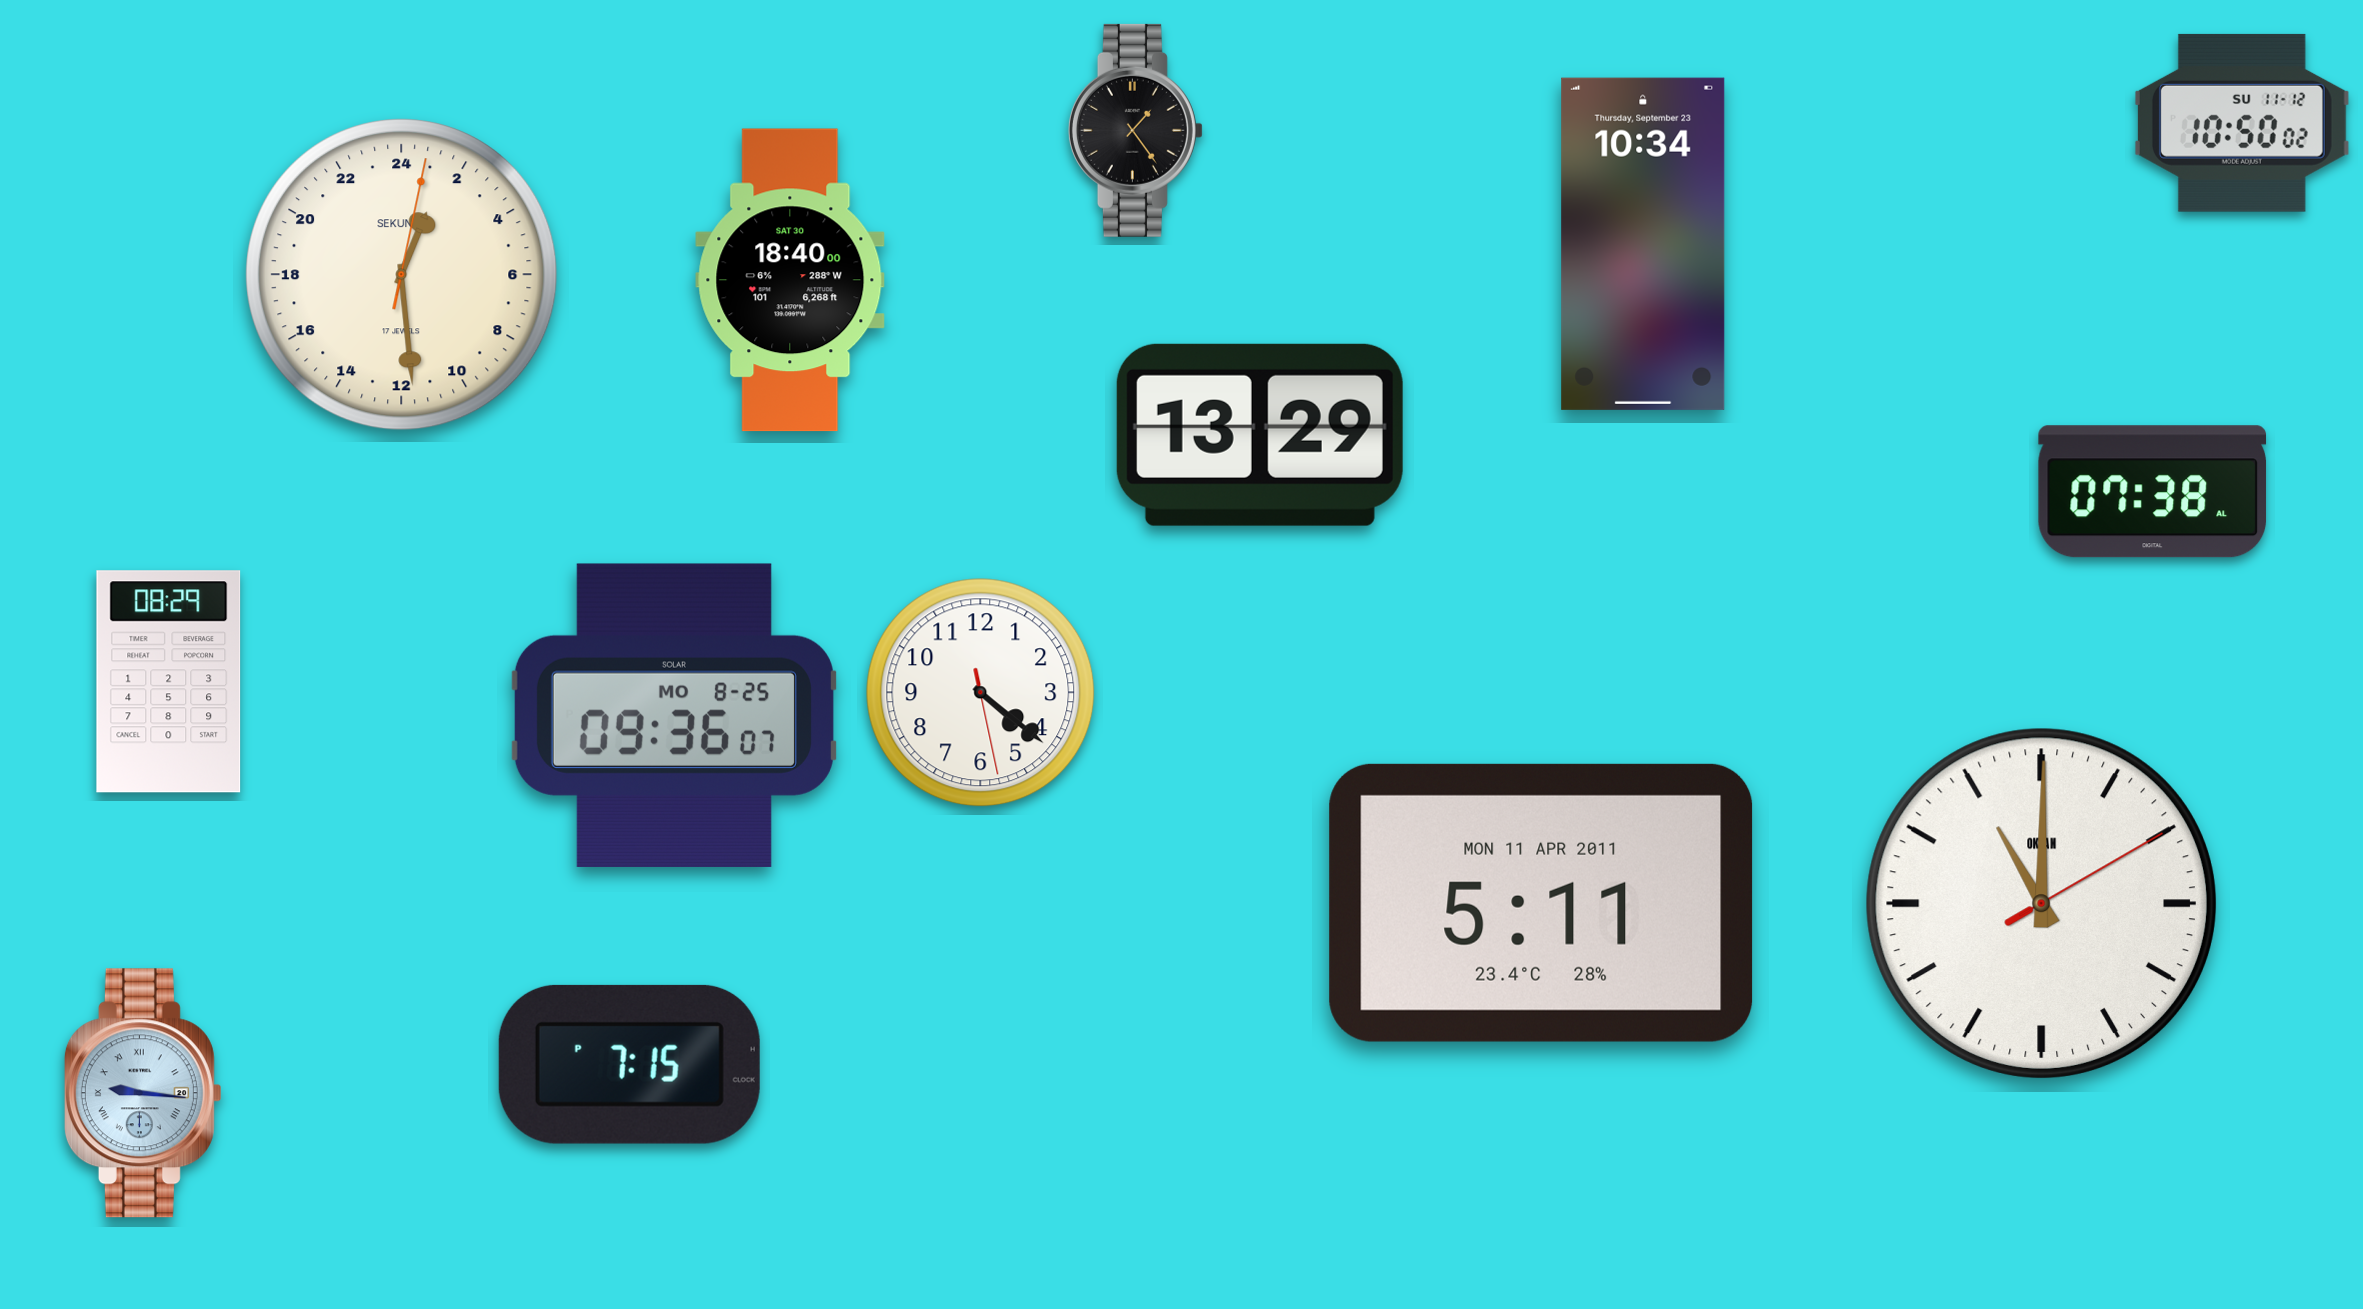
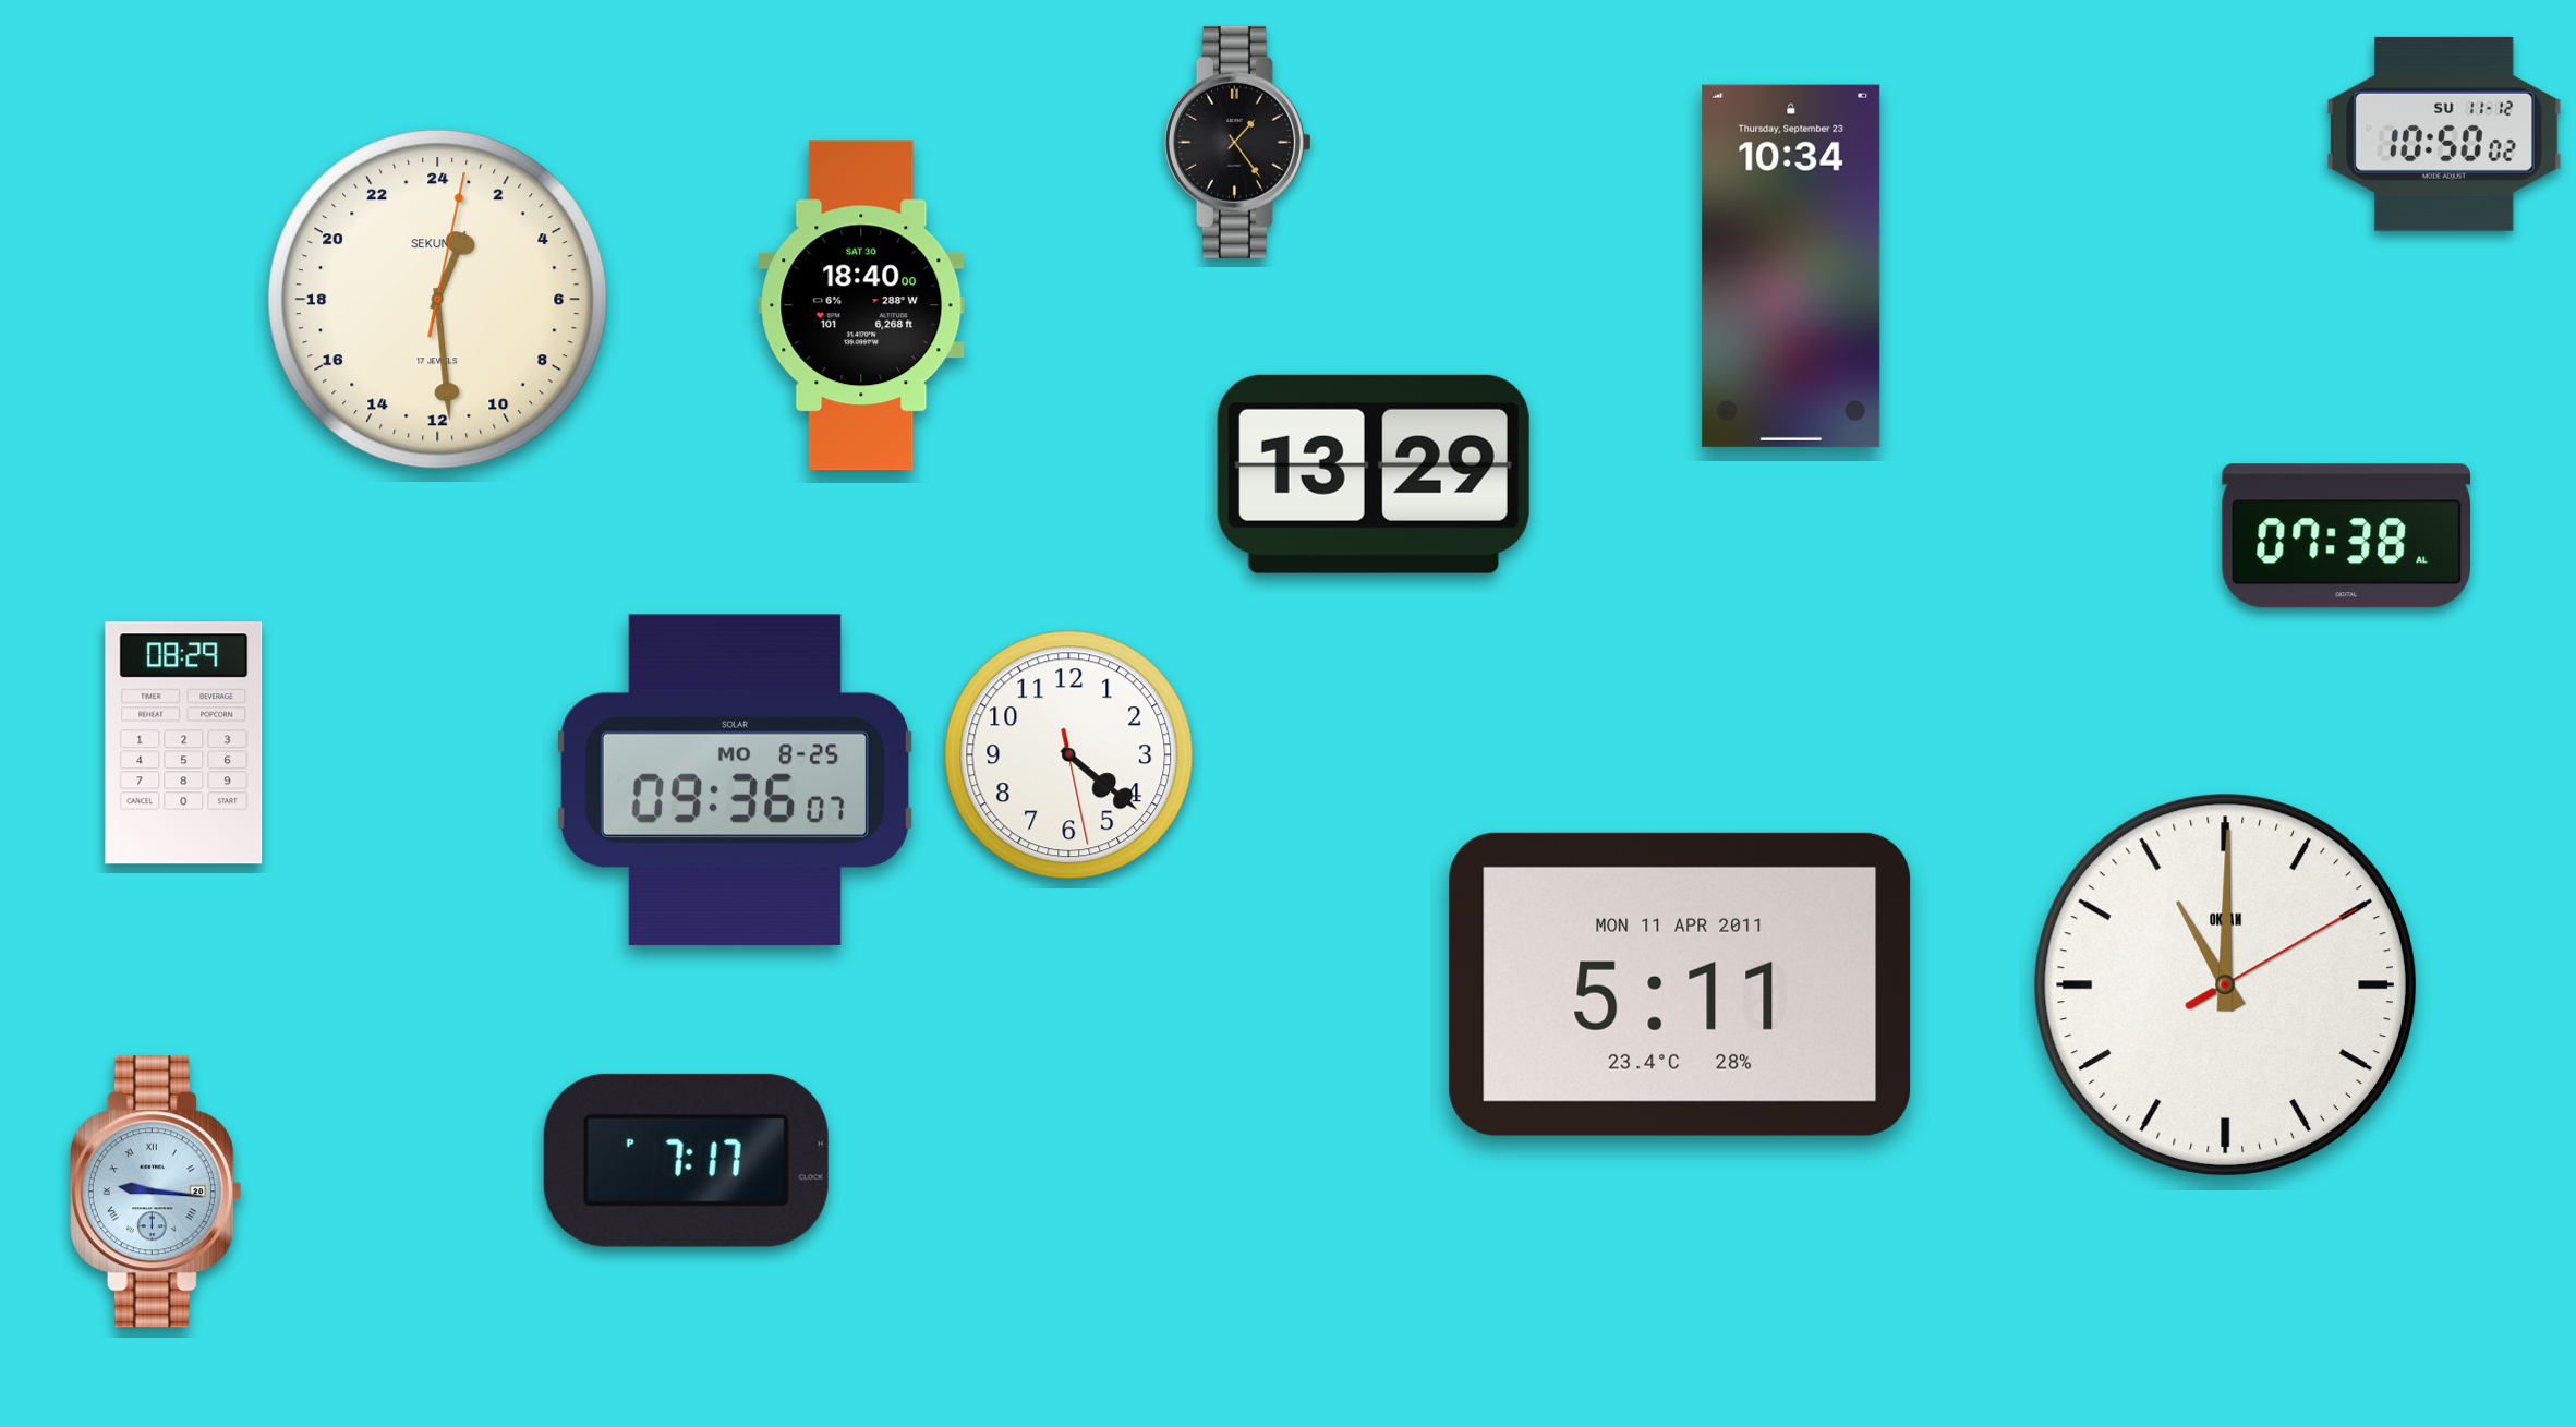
clock at (629, 1064): 7:15 -> 7:17
